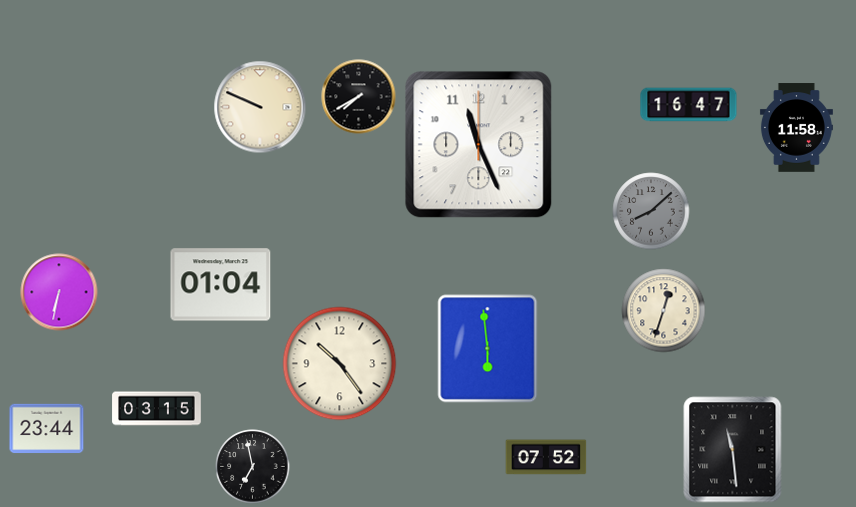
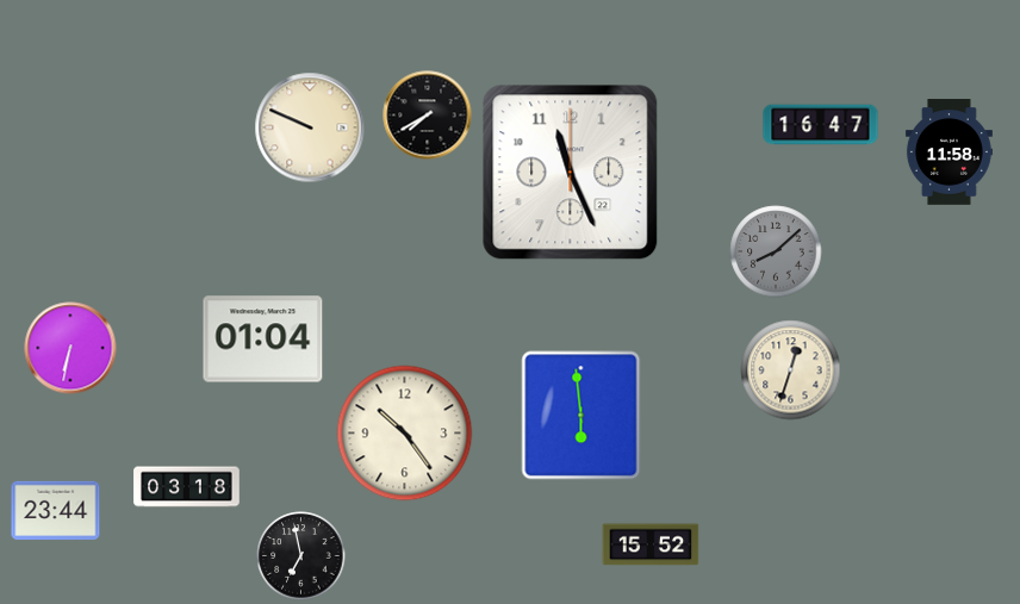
clock at (157, 409): 03:15 -> 03:18
clock at (733, 450): 11:29 -> none
clock at (546, 457): 07:52 -> 15:52
